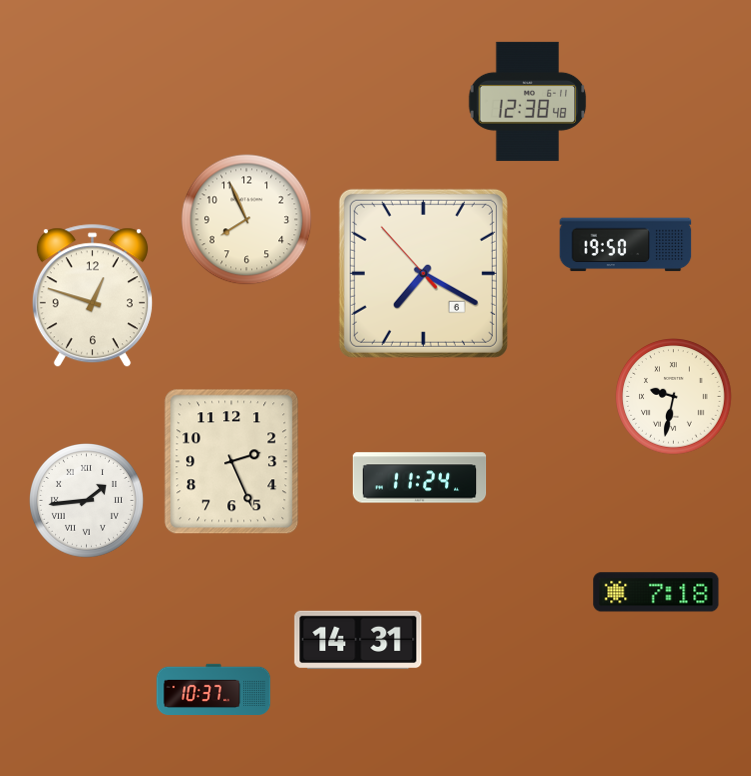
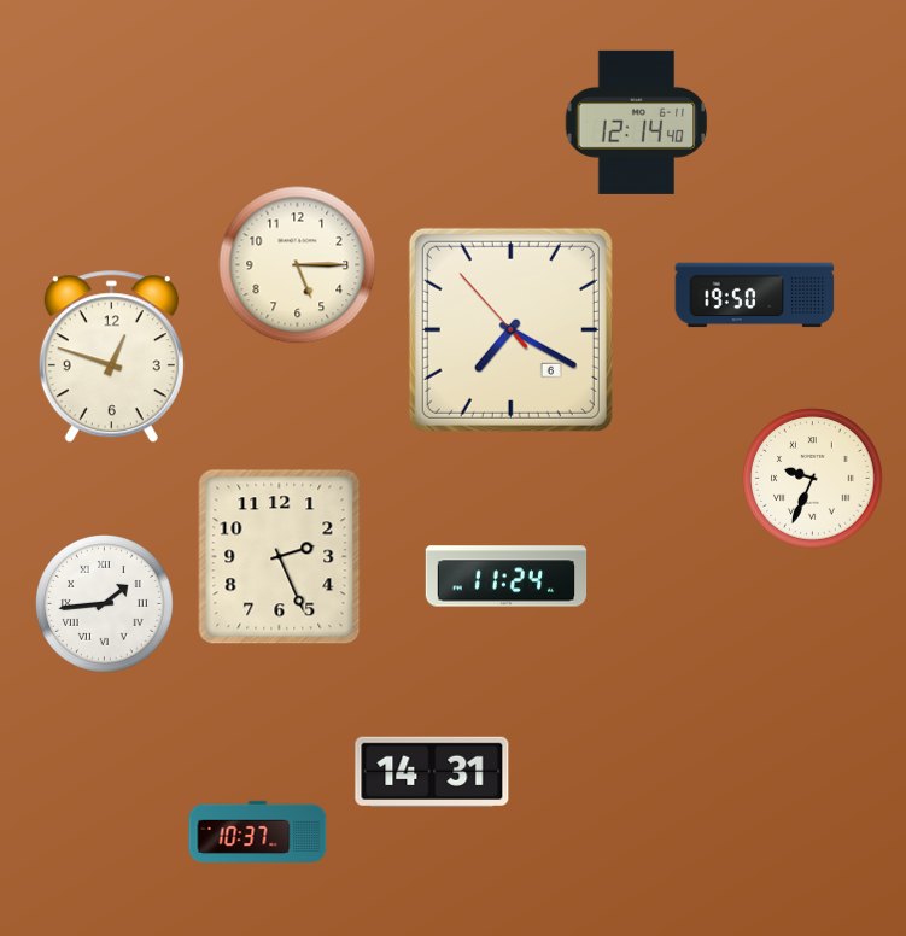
clock at (528, 101): 12:38 -> 12:14
clock at (247, 220): 7:56 -> 5:15
clock at (674, 397): 9:32 -> 9:34
clock at (656, 592): 7:18 -> none
